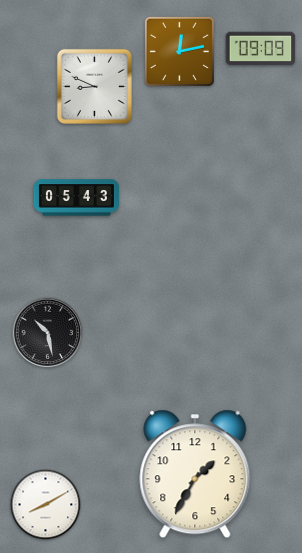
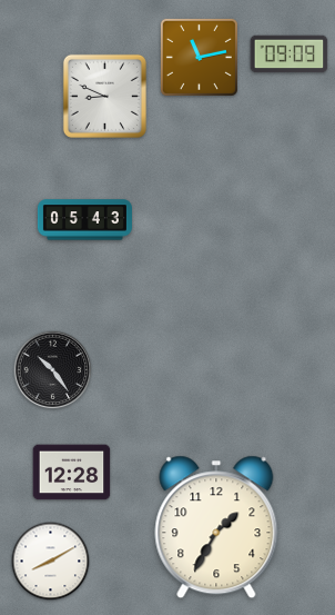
clock at (179, 51): 12:13 -> 11:13
clock at (48, 333): 10:28 -> 10:24
clock at (72, 473): none -> 12:28
